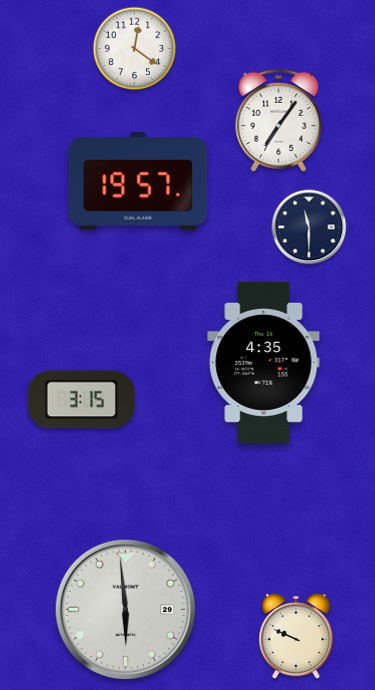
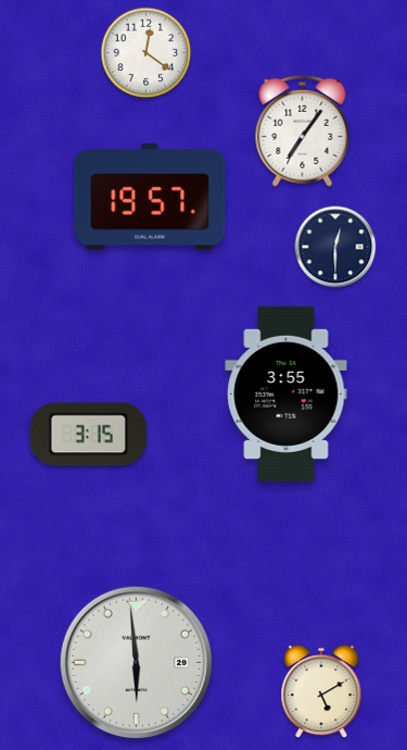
clock at (309, 227): 11:30 -> 12:30
clock at (264, 362): 4:35 -> 3:55
clock at (296, 636): 9:49 -> 5:10
